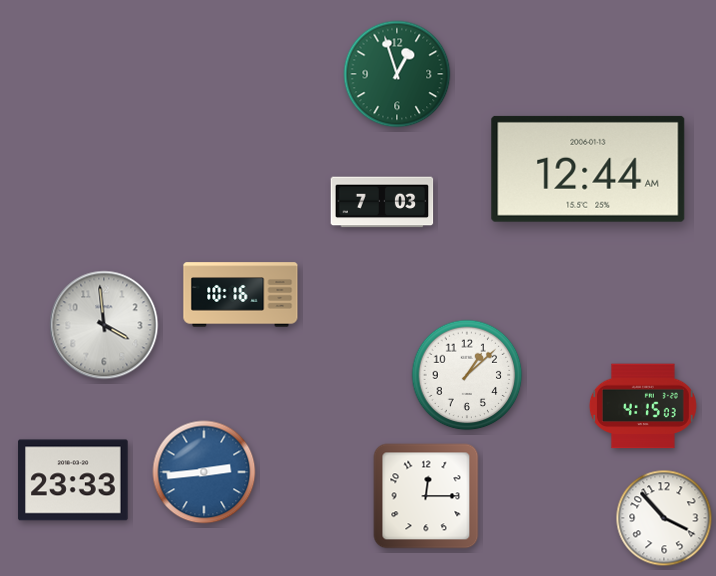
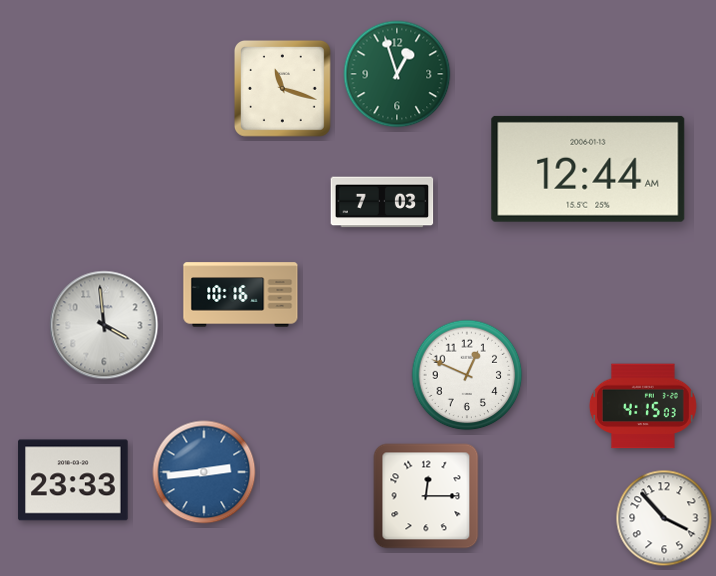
clock at (282, 88): none -> 11:18
clock at (467, 375): 1:08 -> 12:49
